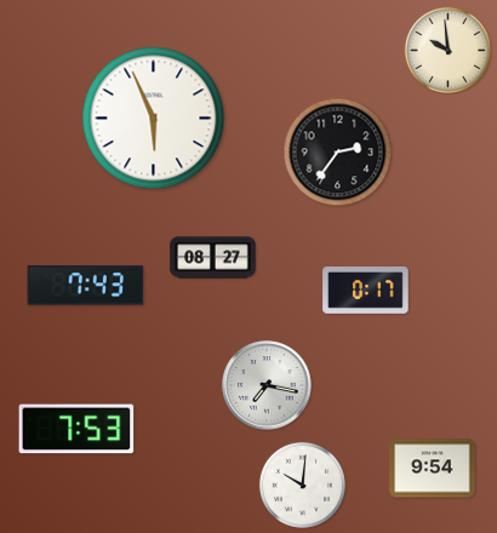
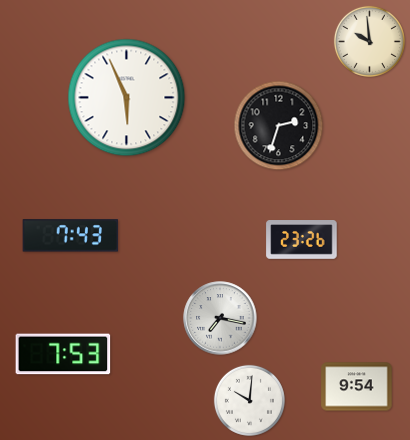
clock at (338, 153): 2:36 -> 2:33
clock at (213, 258): 08:27 -> none
clock at (366, 291): 0:17 -> 23:26
